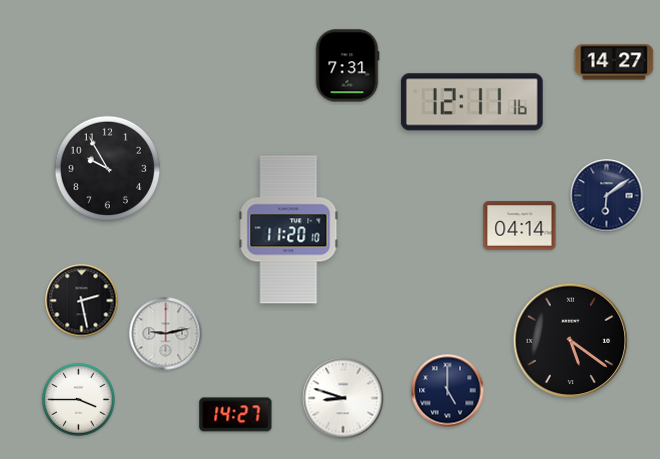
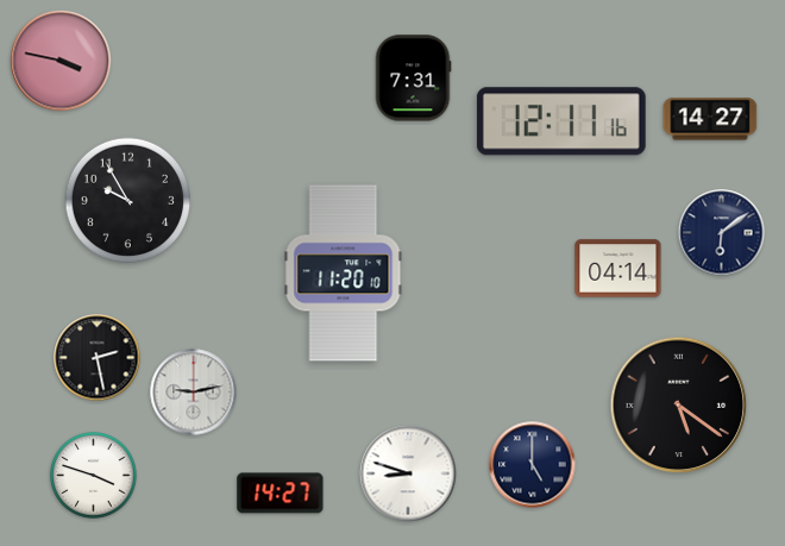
clock at (61, 61): none -> 3:47
clock at (614, 62) position: (614, 62) -> (710, 119)
clock at (166, 334) position: (166, 334) -> (194, 393)
clock at (79, 400): 3:45 -> 3:48
